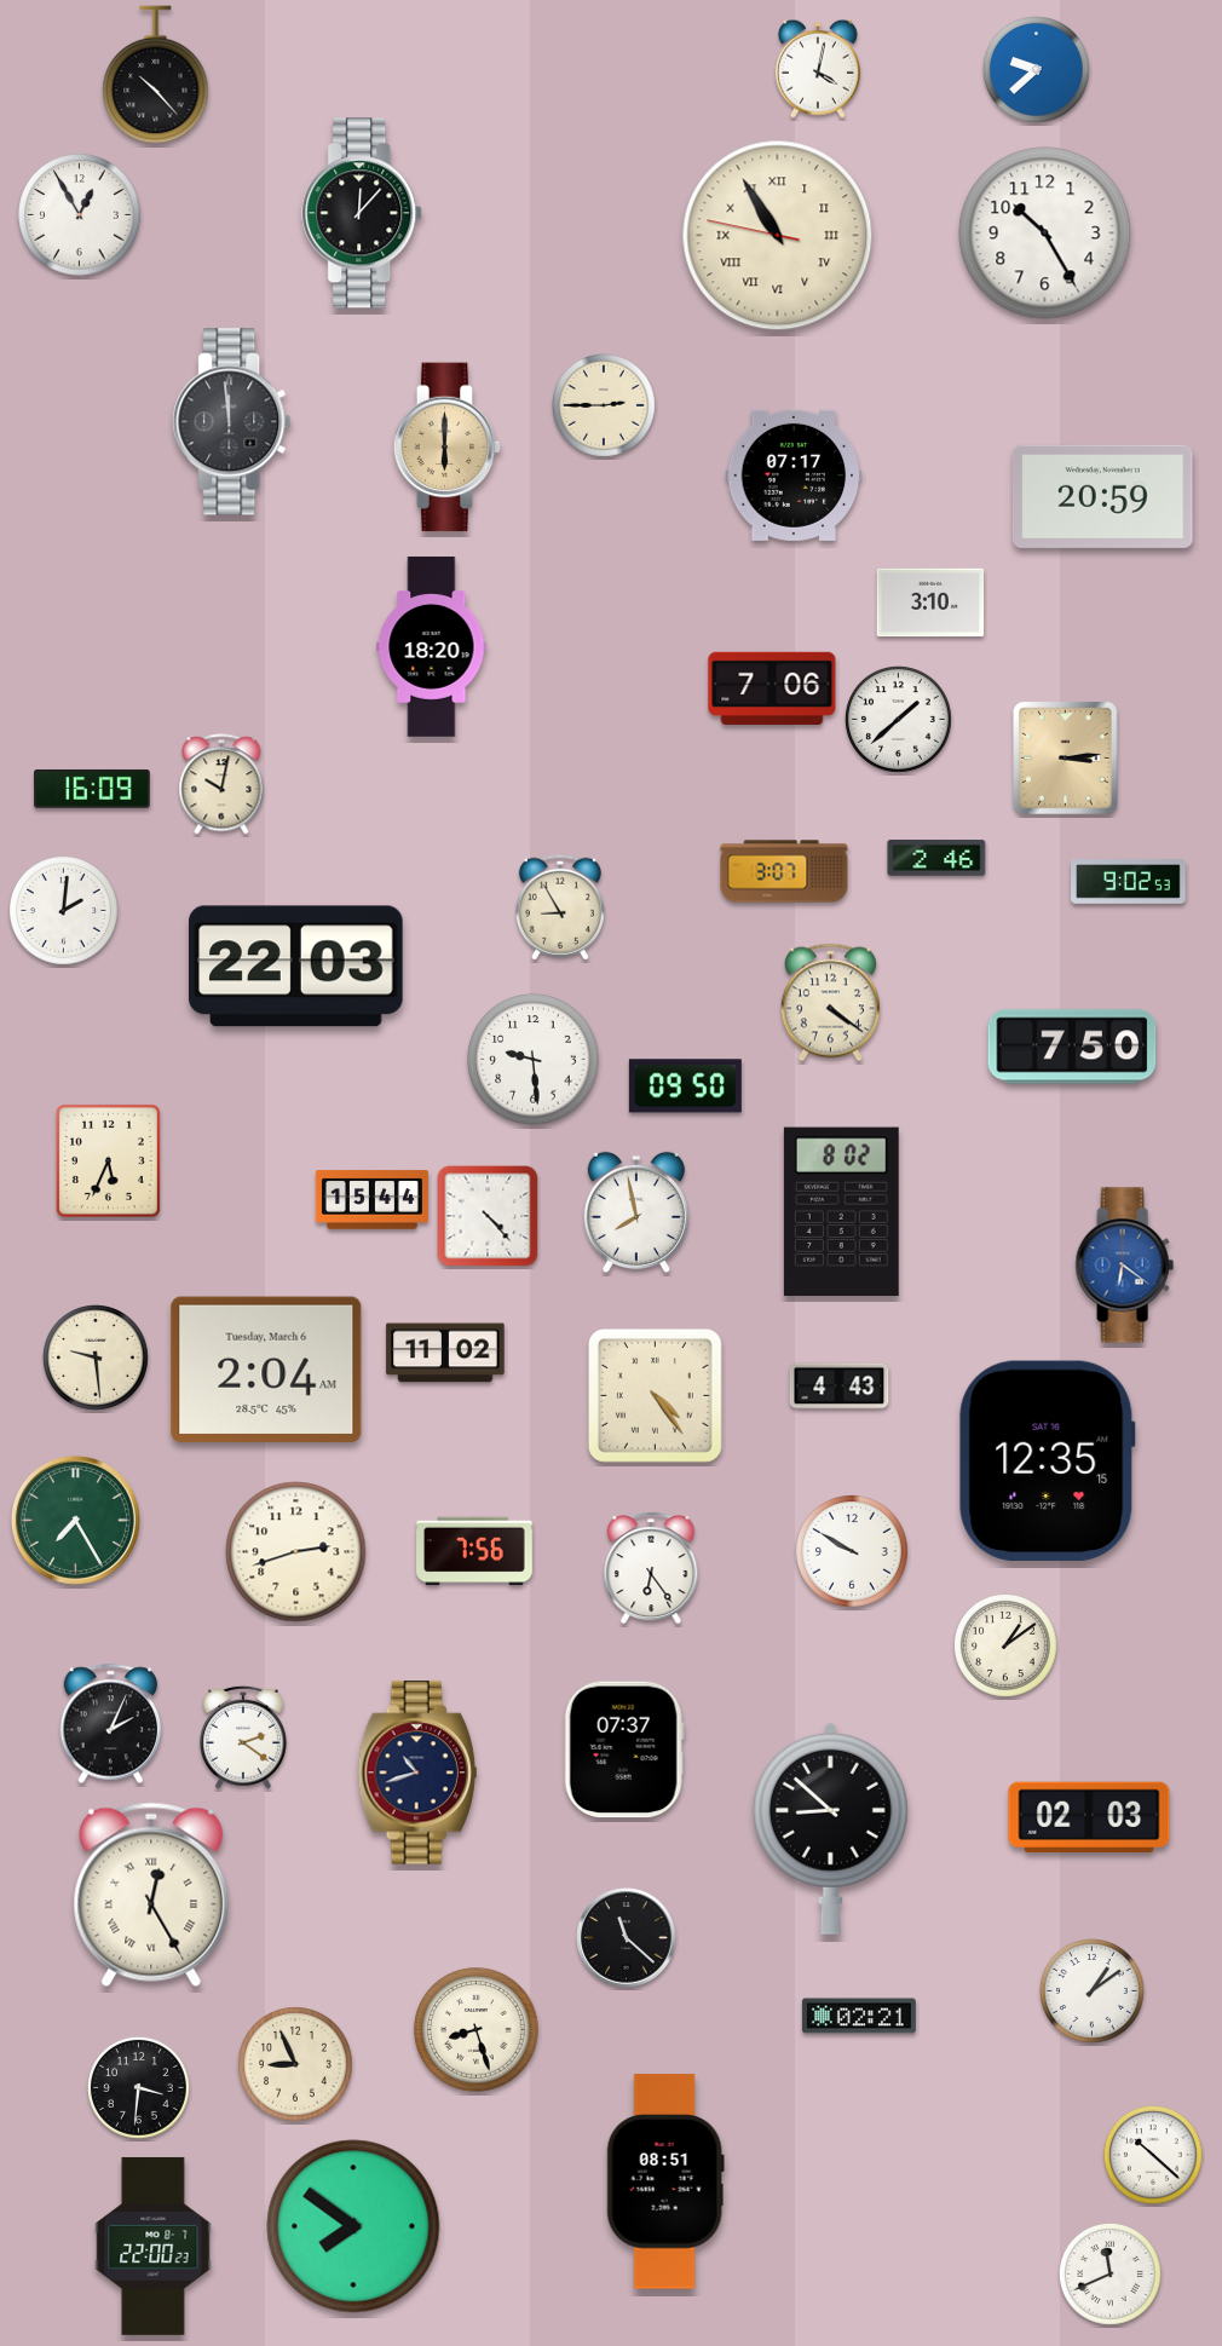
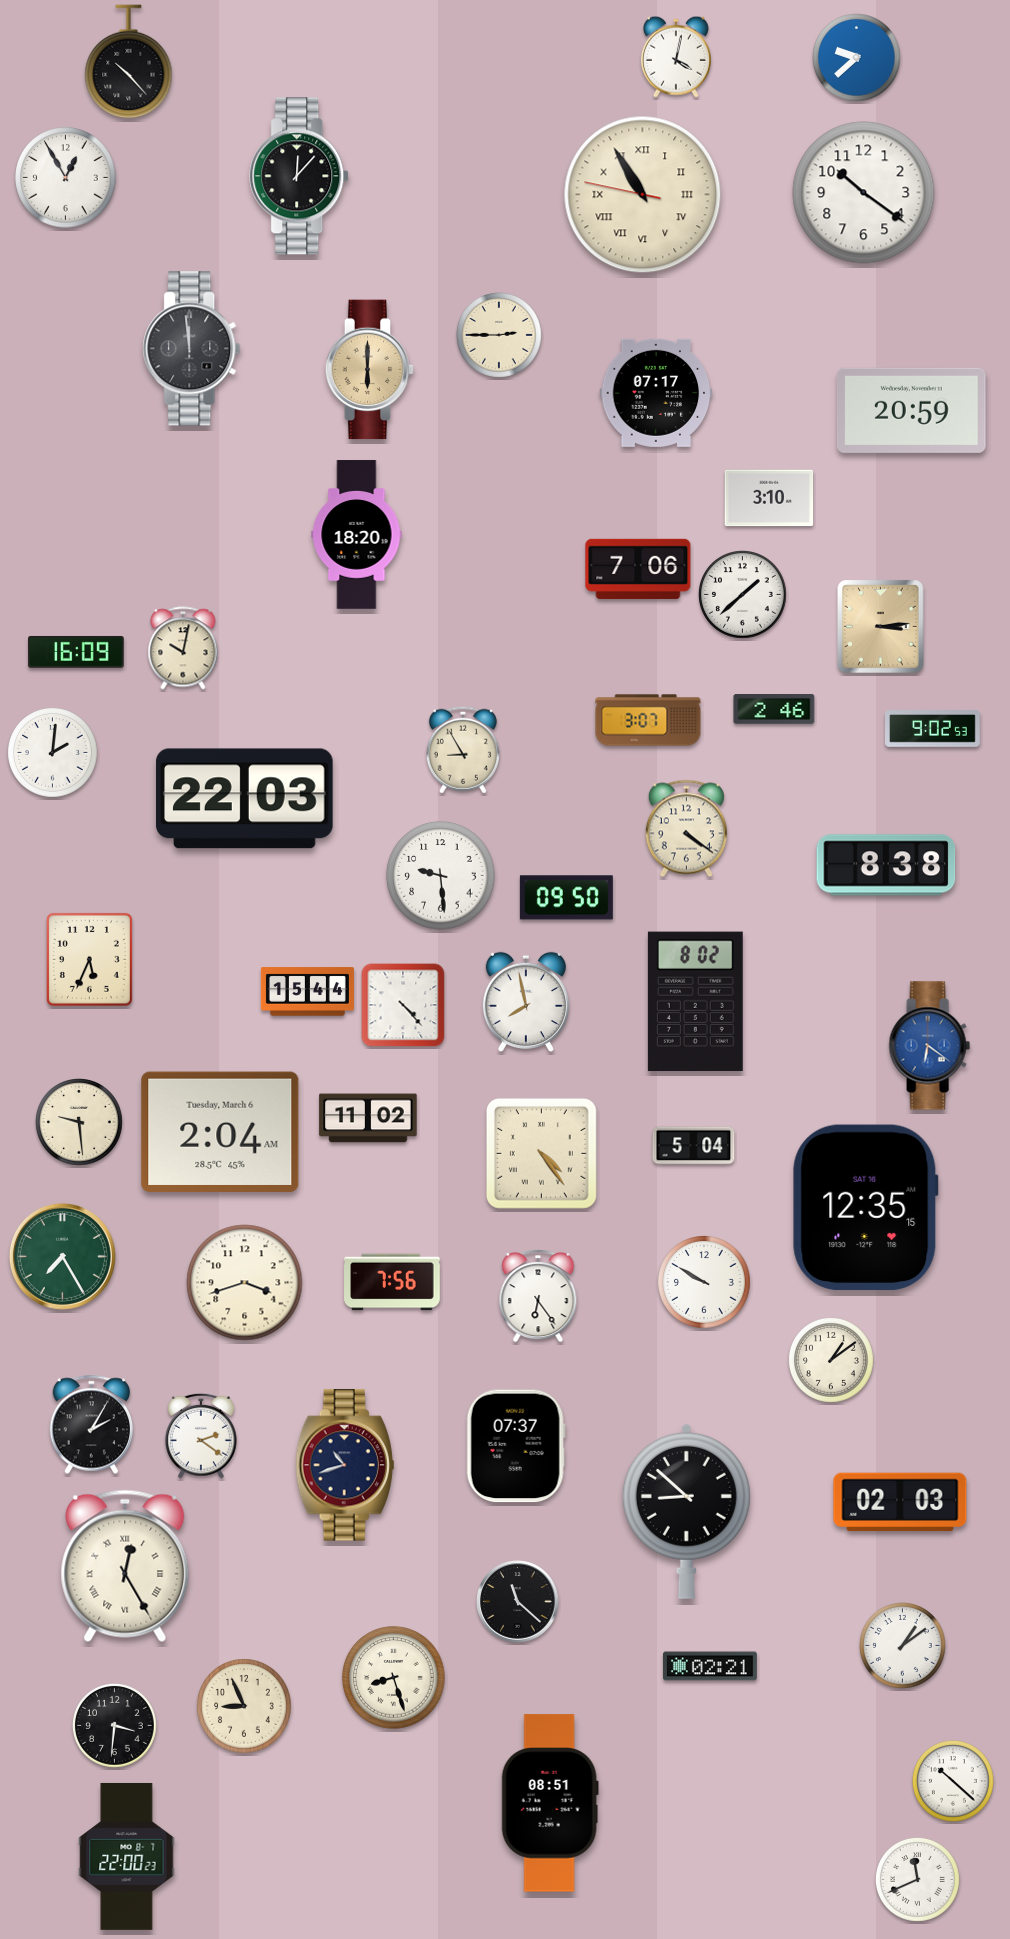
clock at (1045, 234): 10:25 -> 10:21
clock at (1072, 1047): 7:50 -> 8:38
clock at (840, 1387): 4:43 -> 5:04
clock at (296, 1552): 2:42 -> 3:42
clock at (111, 1724): 2:04 -> 2:05
clock at (353, 2226): 7:51 -> none
